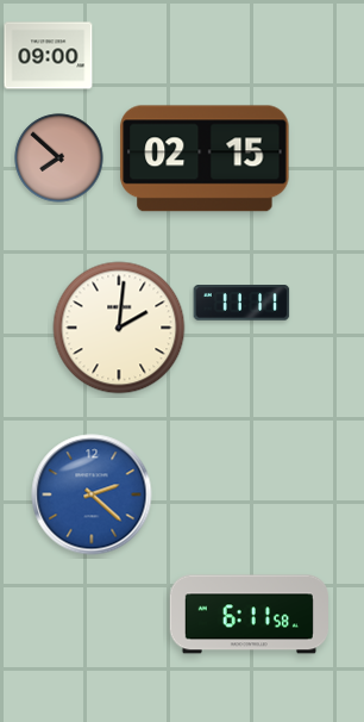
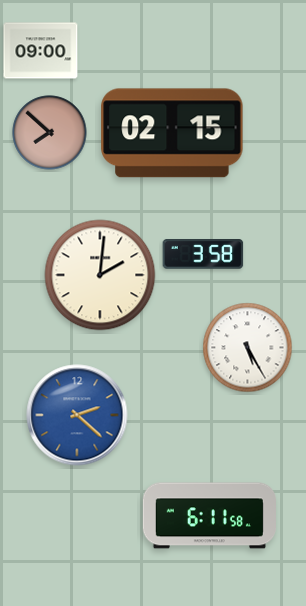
clock at (49, 56) position: (49, 56) -> (41, 51)
clock at (241, 303): 11:11 -> 3:58
clock at (248, 348): none -> 5:25
